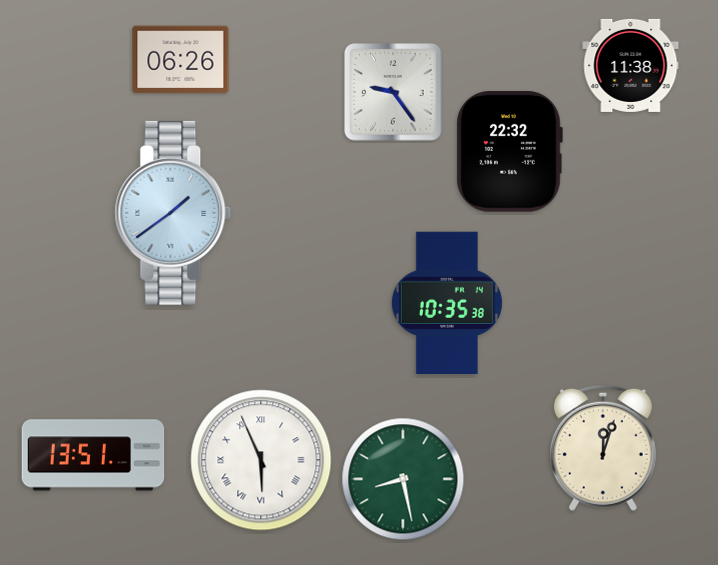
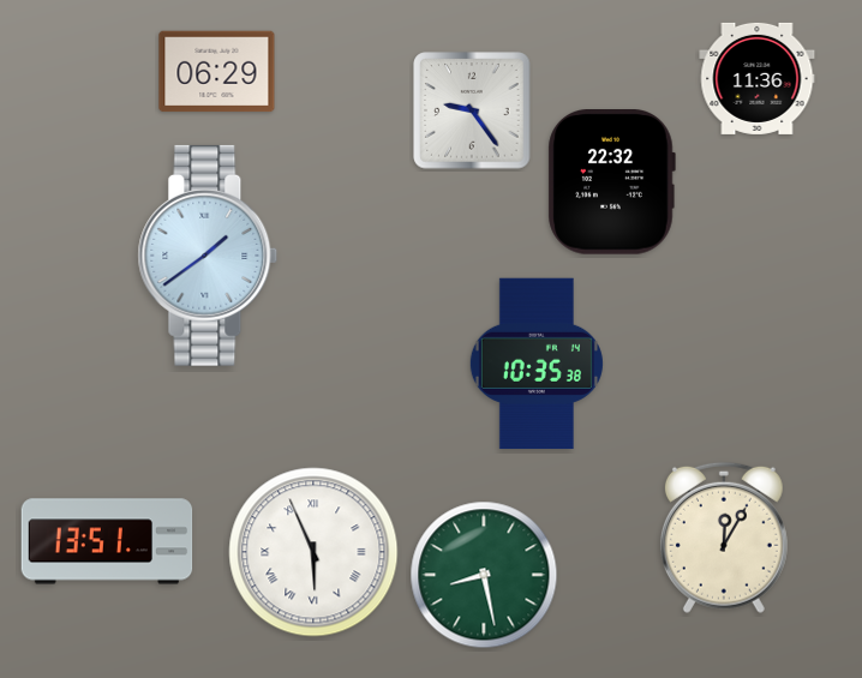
clock at (181, 60): 06:26 -> 06:29
clock at (631, 65): 11:38 -> 11:36
clock at (603, 448): 12:03 -> 12:05
clock at (93, 455) position: (93, 455) -> (107, 541)
